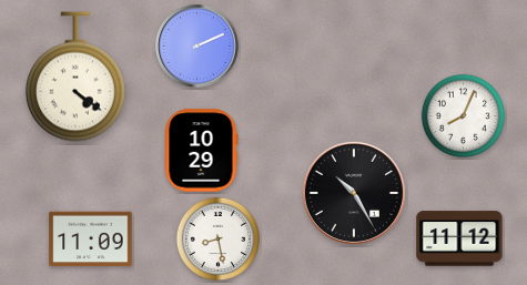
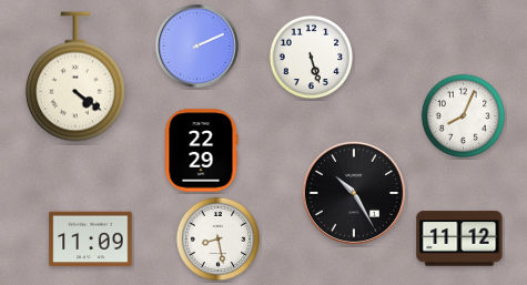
clock at (312, 58): none -> 5:27
clock at (201, 151): 10:29 -> 22:29
